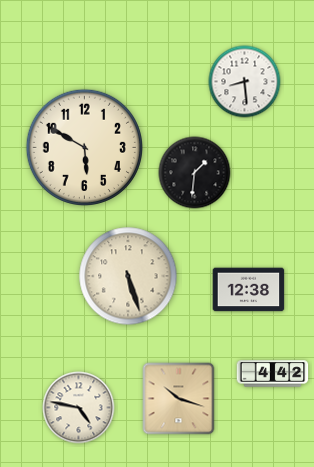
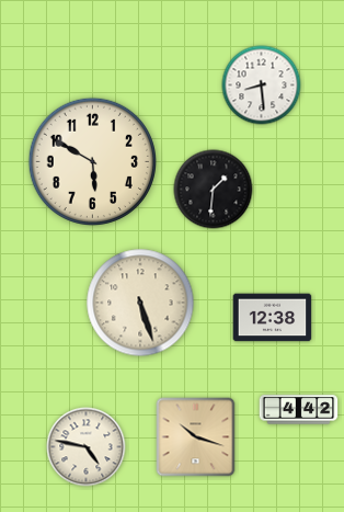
clock at (245, 82) position: (245, 82) -> (262, 86)
